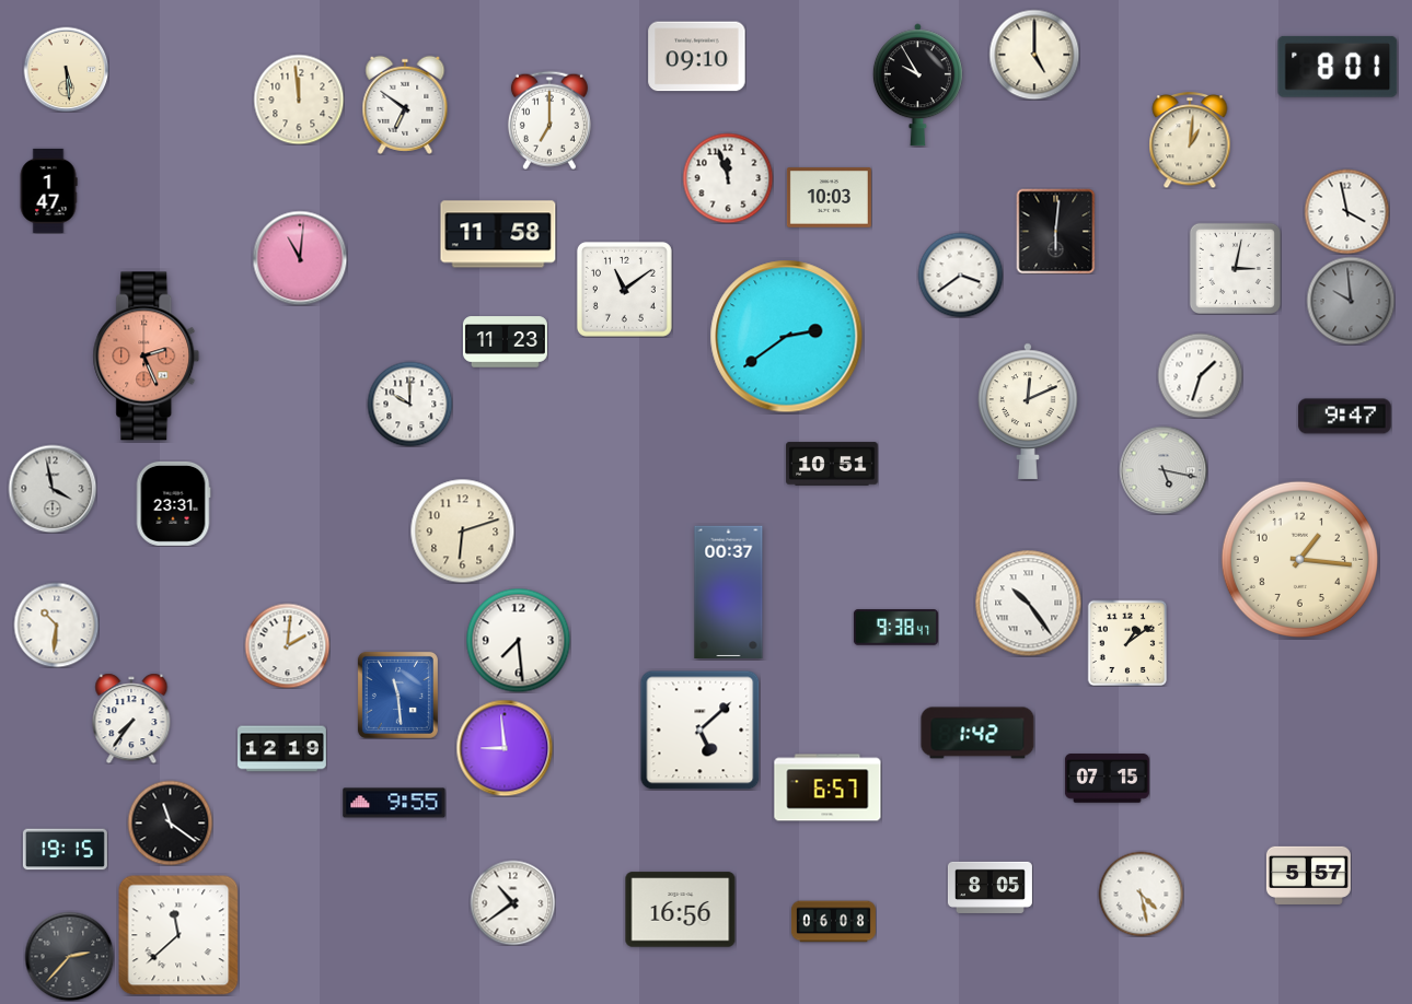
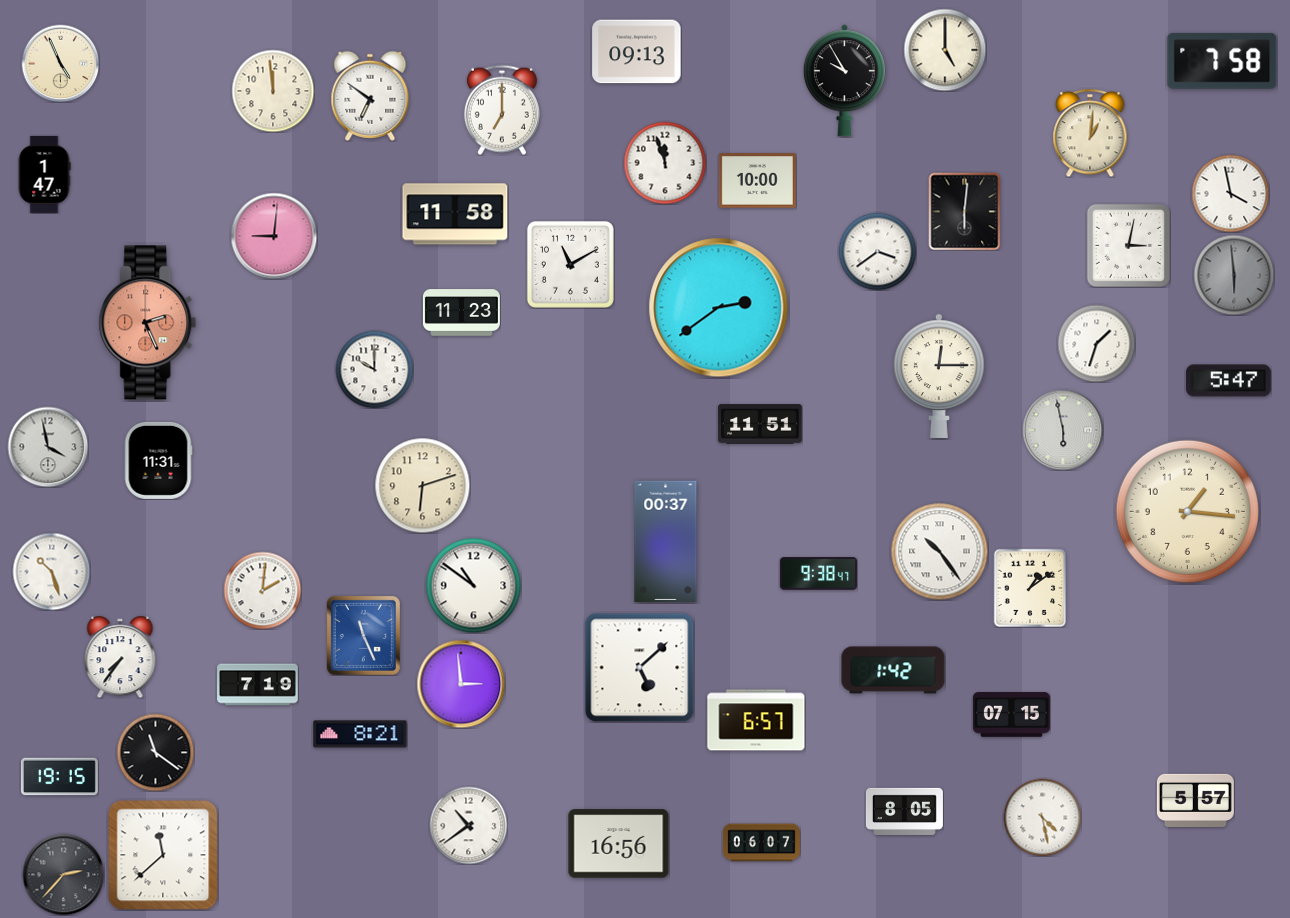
clock at (697, 57): 09:10 -> 09:13
clock at (1338, 67): 8:01 -> 7:58
clock at (66, 69): 5:29 -> 4:56
clock at (917, 85) position: (917, 85) -> (844, 81)
clock at (1190, 140) position: (1190, 140) -> (1090, 133)
clock at (829, 198): 10:03 -> 10:00
clock at (300, 258): 11:01 -> 9:01
clock at (624, 289): 11:09 -> 11:10
clock at (1351, 301): 9:59 -> 5:59
clock at (147, 357) position: (147, 357) -> (148, 323)
clock at (1028, 411): 12:11 -> 12:15
clock at (1345, 417): 9:47 -> 5:47
clock at (832, 464): 10:51 -> 11:51
clock at (1164, 470): 5:17 -> 5:58
clock at (173, 503): 23:31 -> 11:31
clock at (56, 624): 10:31 -> 10:27
clock at (518, 640): 7:29 -> 10:51
clock at (397, 694): 11:29 -> 11:26
clock at (505, 748): 8:59 -> 2:59
clock at (282, 749): 12:19 -> 7:19
clock at (1107, 779) position: (1107, 779) -> (1011, 715)
clock at (394, 803): 9:55 -> 8:21
clock at (681, 910) position: (681, 910) -> (619, 844)
clock at (833, 922): 06:08 -> 06:07
